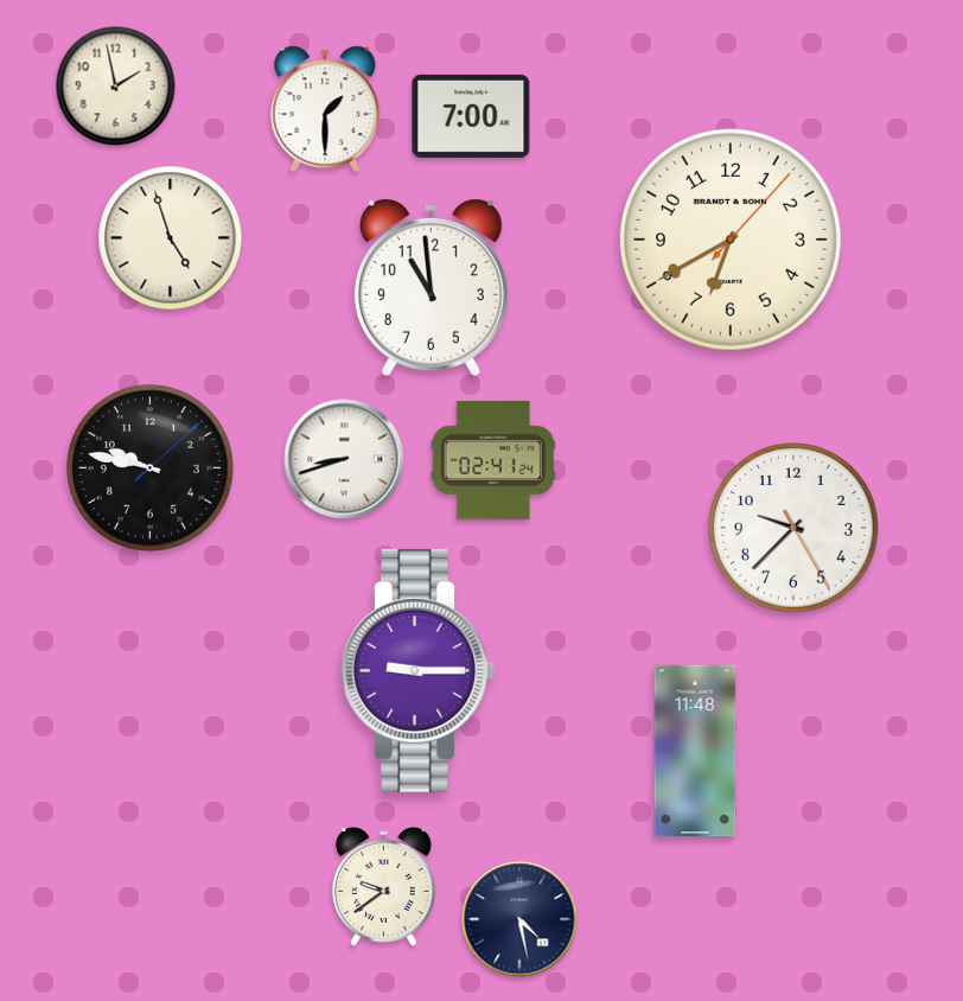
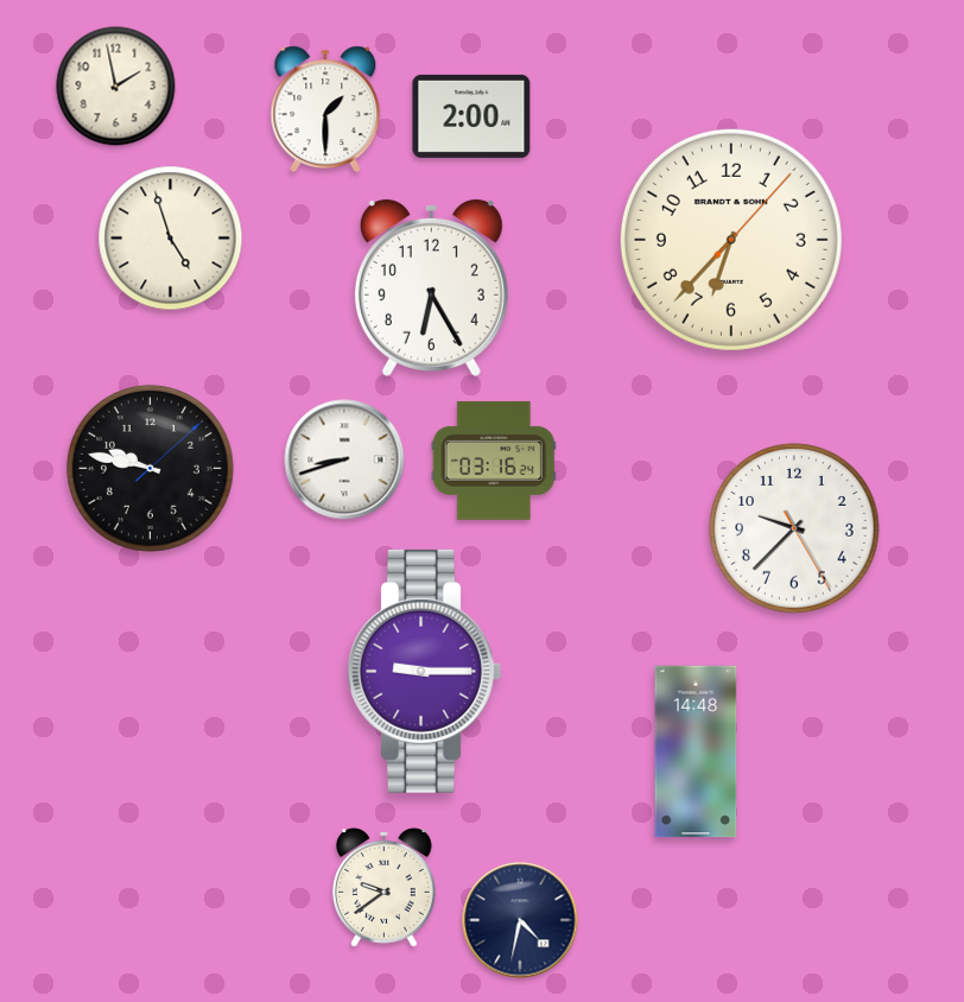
clock at (471, 116): 7:00 -> 2:00
clock at (731, 240): 6:40 -> 6:37
clock at (431, 287): 10:59 -> 6:25
clock at (493, 460): 02:41 -> 03:16
clock at (417, 670) position: (417, 670) -> (424, 671)
clock at (695, 751): 11:48 -> 14:48
clock at (519, 919): 4:28 -> 4:32
